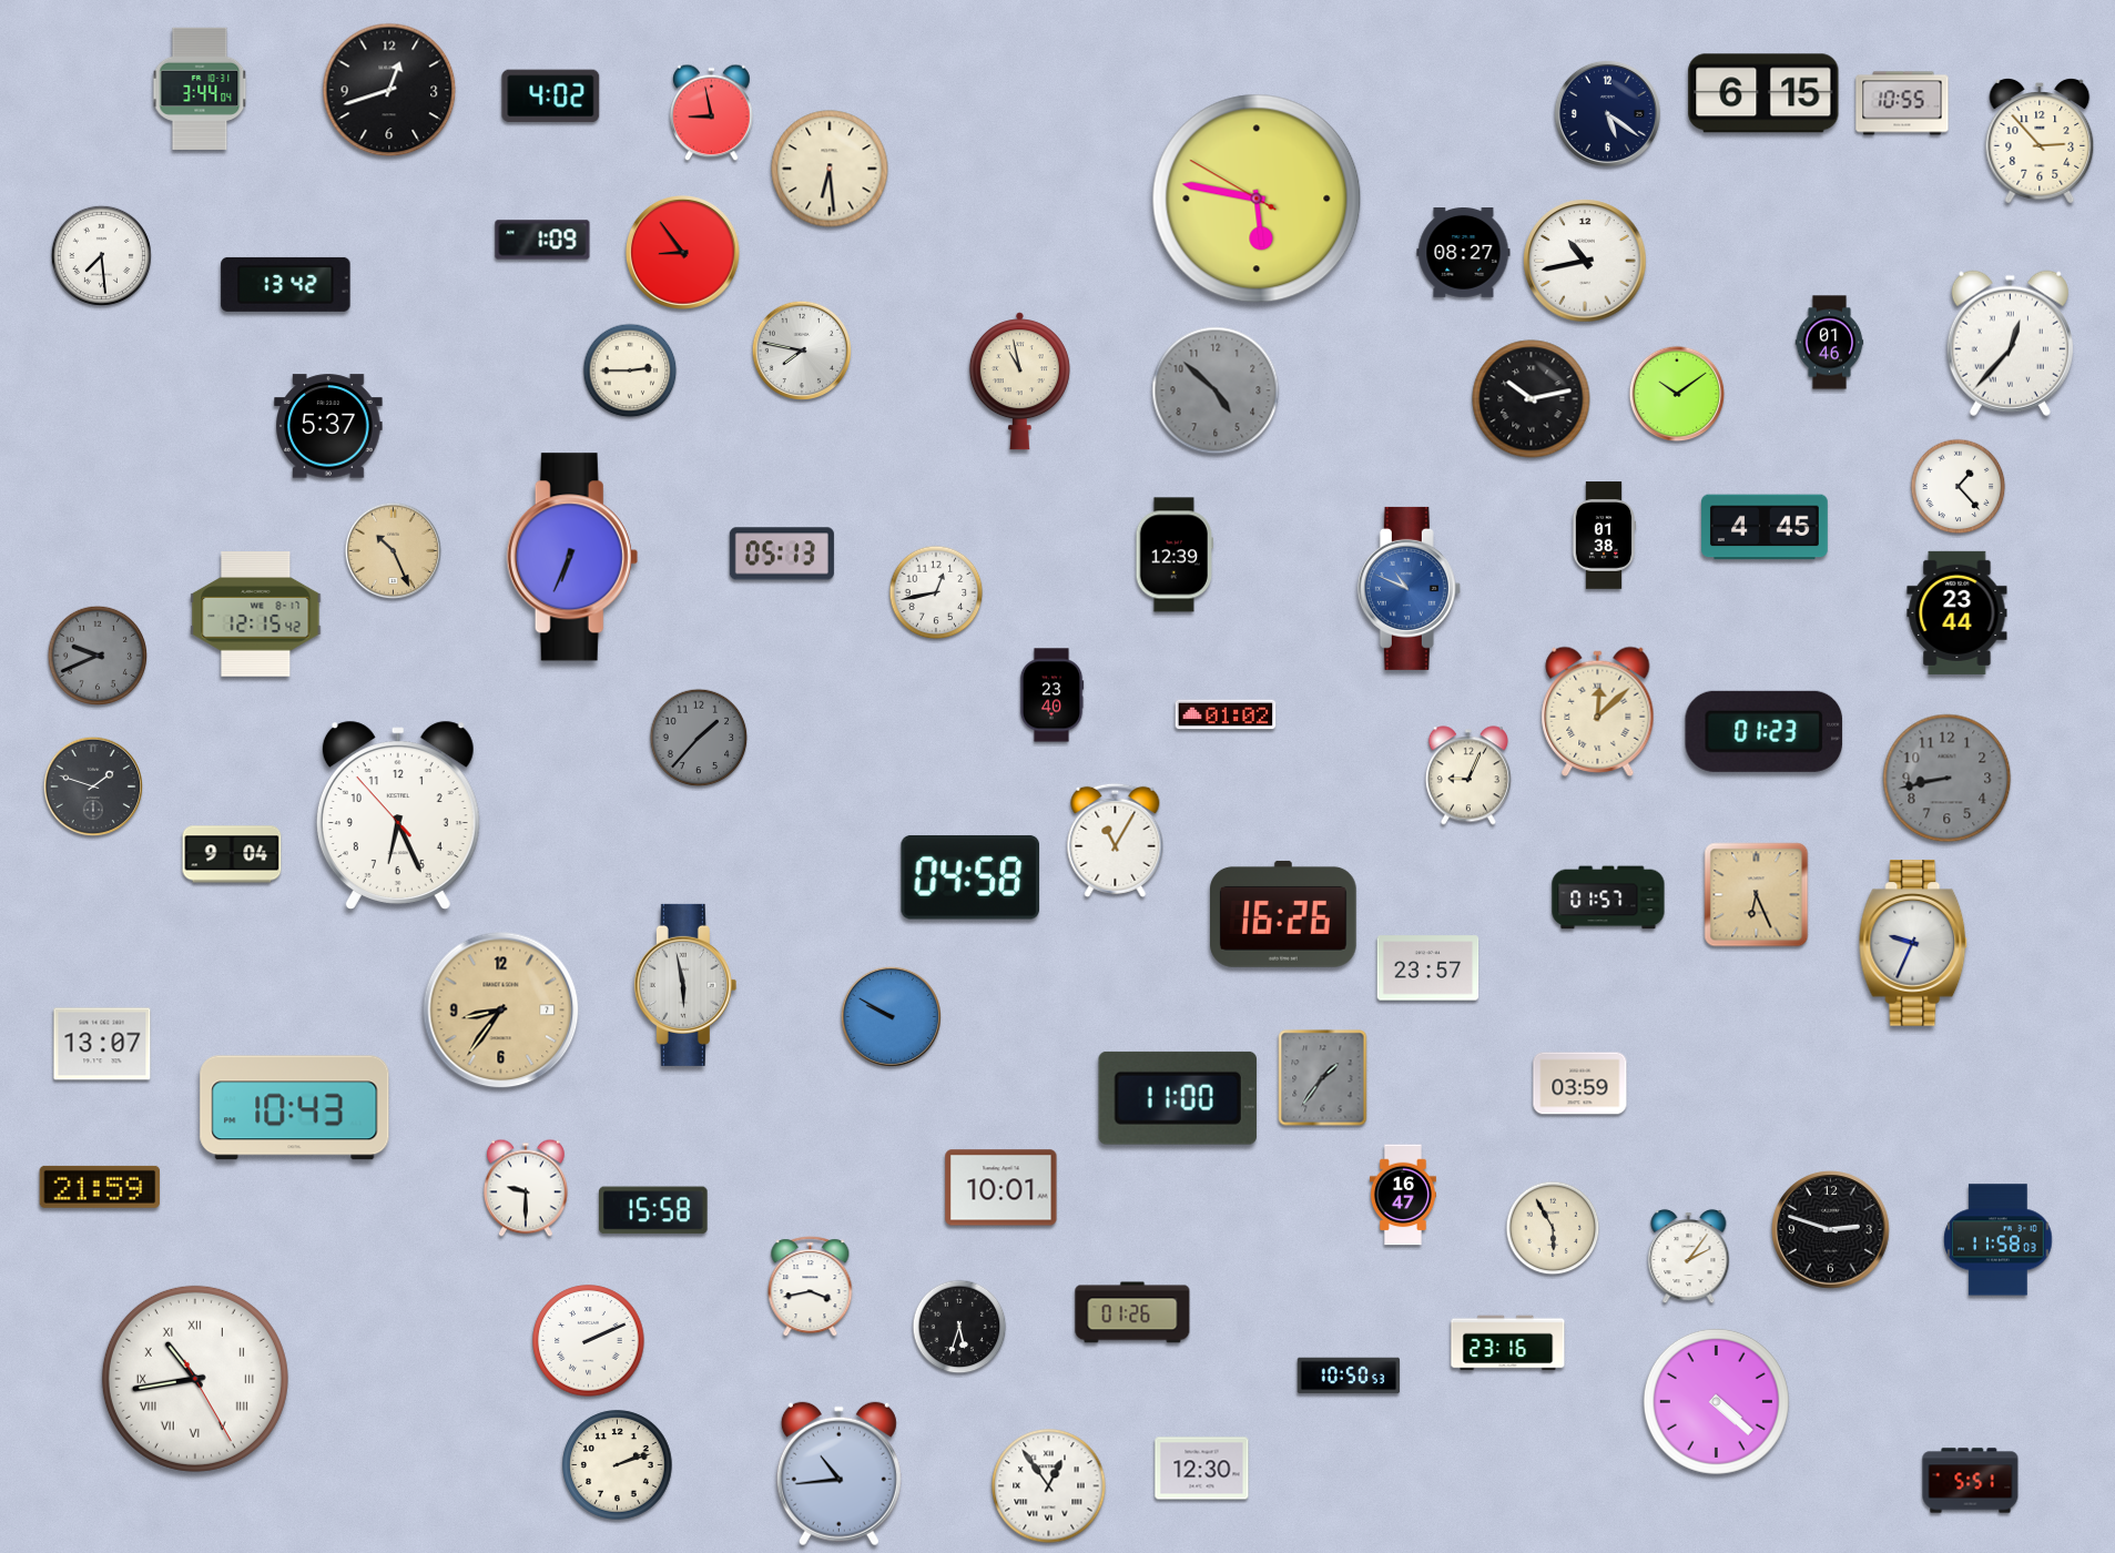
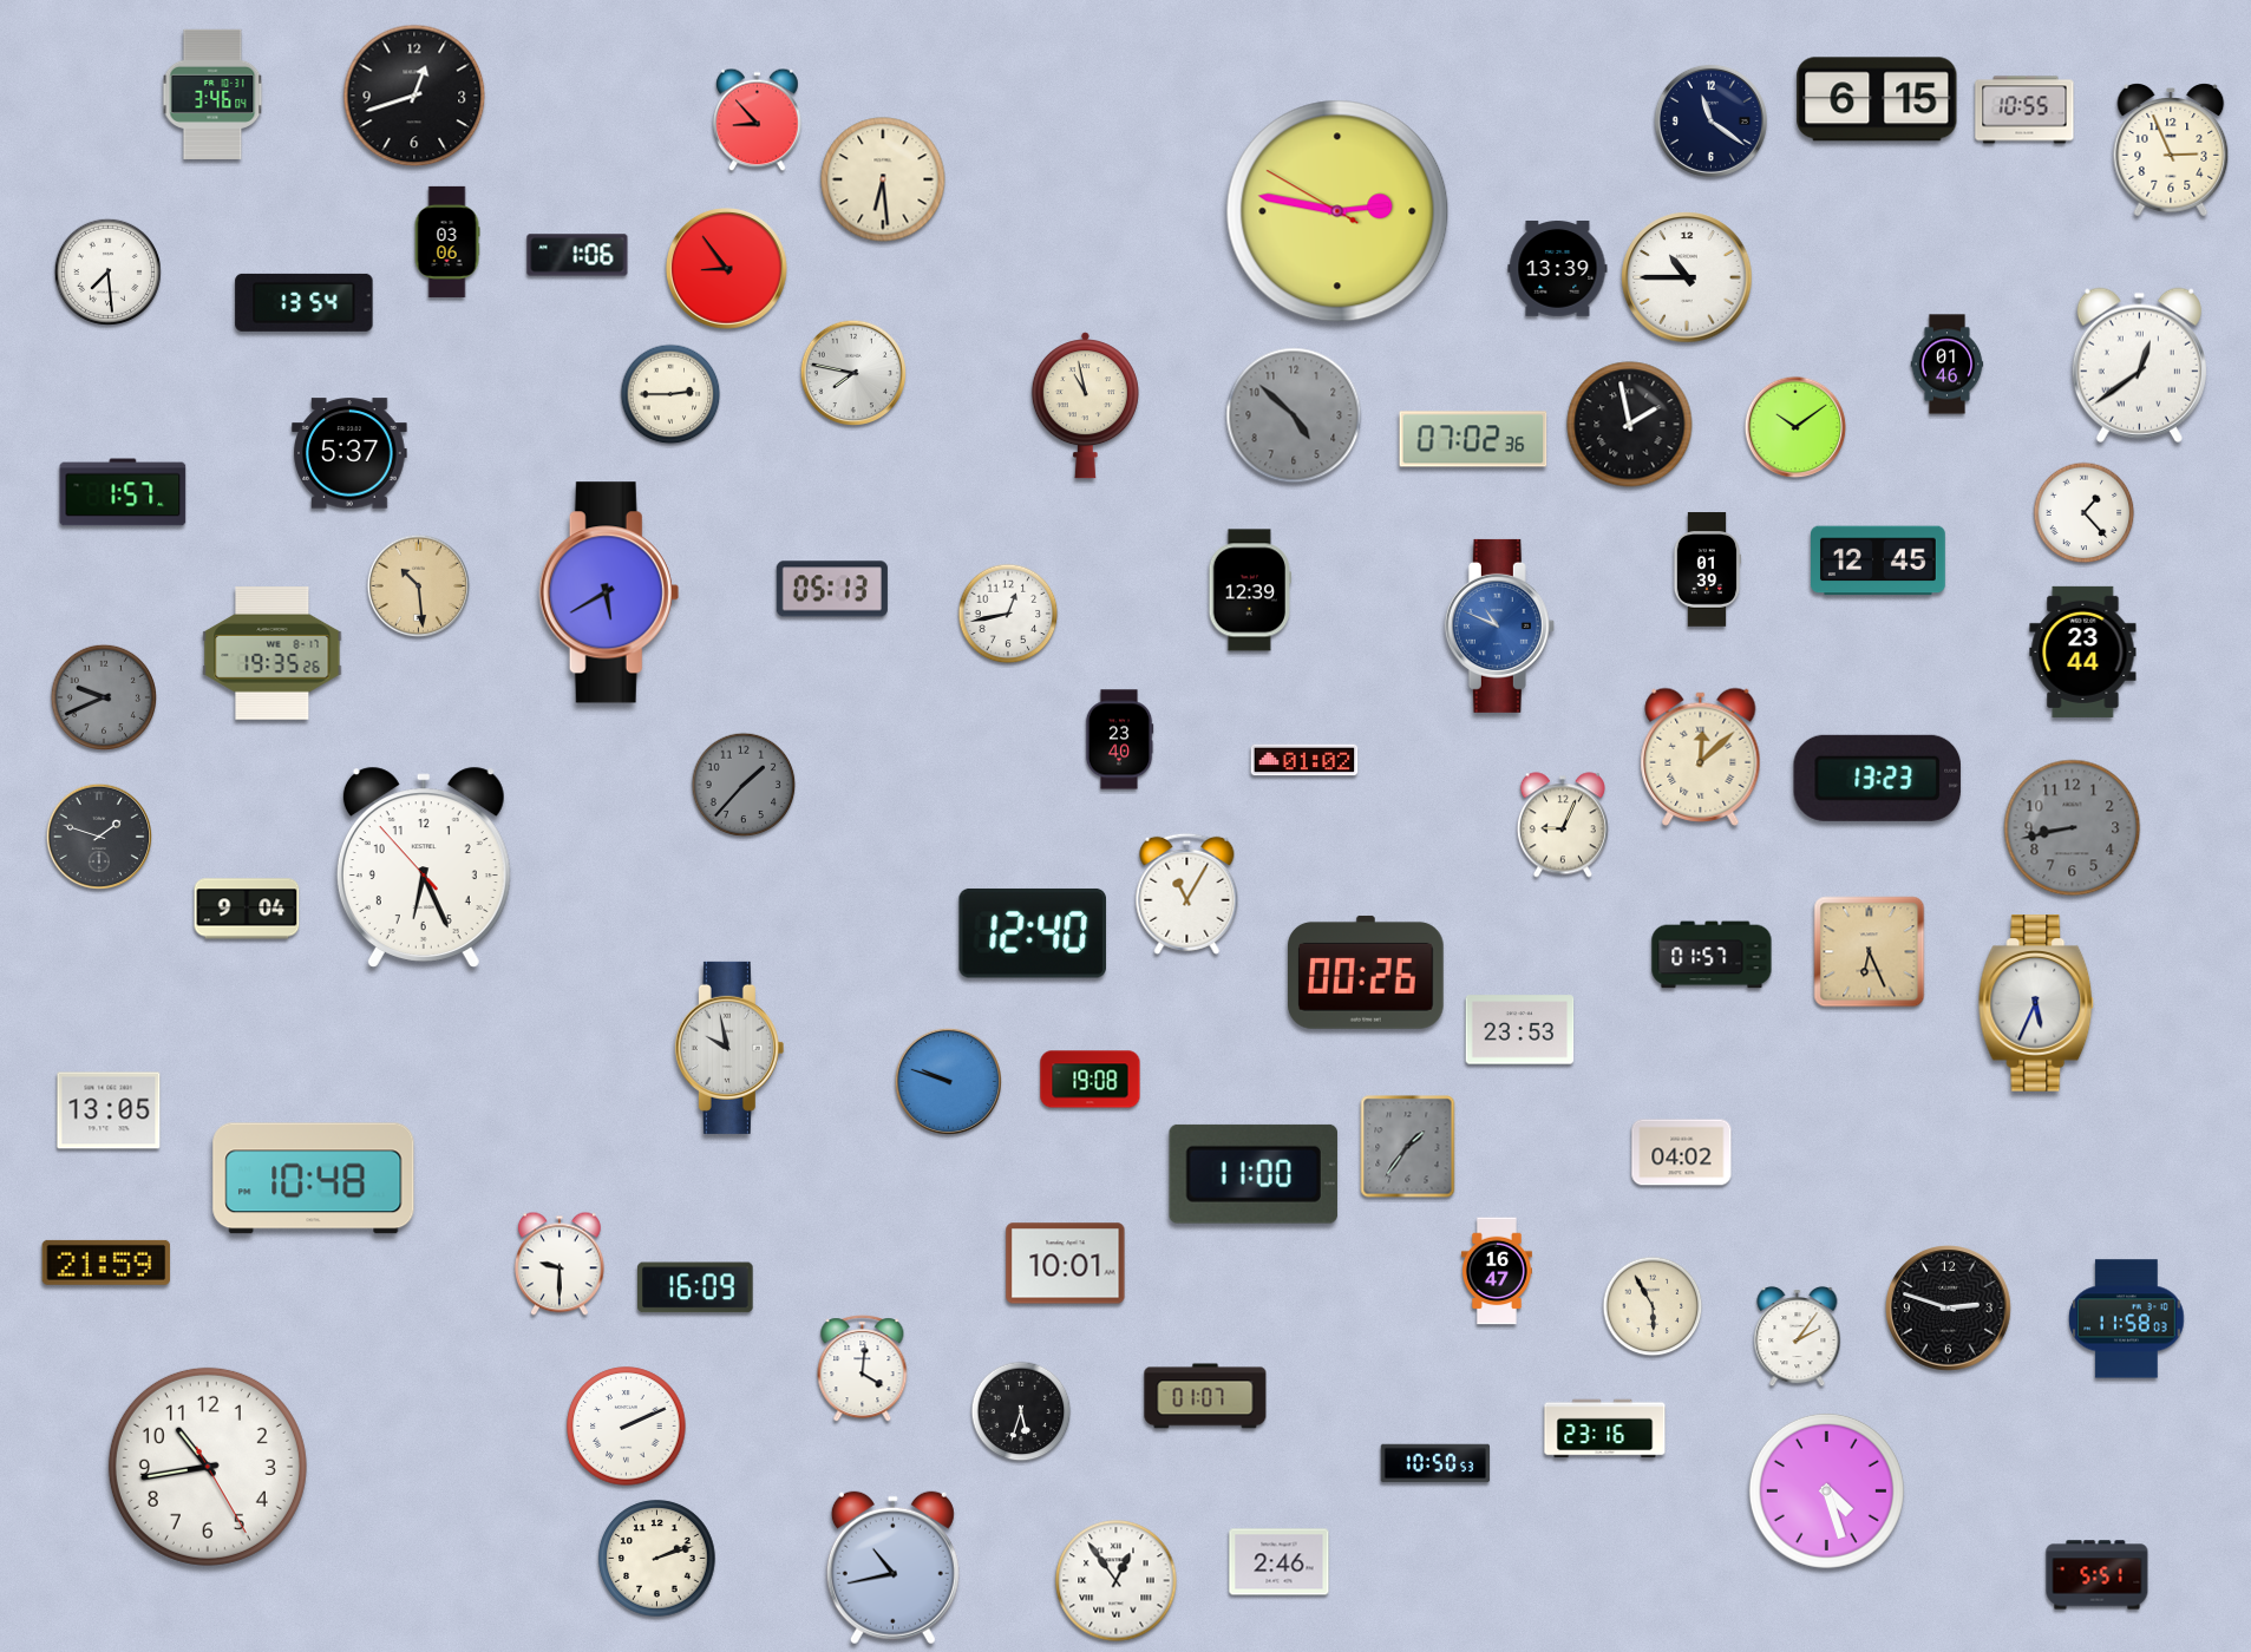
clock at (200, 89): 3:44 -> 3:46
clock at (551, 97): 4:02 -> none
clock at (712, 113): 8:58 -> 8:53
clock at (1607, 113): 5:21 -> 11:21
clock at (2040, 141): 2:53 -> 2:56
clock at (1257, 199): 5:46 -> 2:46
clock at (447, 242): none -> 03:06
clock at (542, 240): 1:09 -> 1:06
clock at (1464, 253): 08:27 -> 13:39
clock at (1585, 261): 10:43 -> 10:45
clock at (286, 284): 13:42 -> 13:54
clock at (2010, 343): 12:37 -> 12:39
clock at (1677, 394) position: (1677, 394) -> (1795, 427)
clock at (1532, 399): 10:13 -> 1:58
clock at (1473, 439): none -> 07:02
clock at (123, 492): none -> 1:57
clock at (1959, 487) position: (1959, 487) -> (2085, 513)
clock at (1766, 527): 4:45 -> 12:45
clock at (1604, 536): 01:38 -> 01:39
clock at (394, 551): 10:26 -> 10:29
clock at (572, 557): 6:34 -> 5:40
clock at (936, 592) position: (936, 592) -> (1008, 614)
clock at (256, 615): 12:15 -> 19:35
clock at (1765, 731): 01:23 -> 13:23
clock at (969, 877): 04:58 -> 12:40
clock at (1284, 914): 16:26 -> 00:26
clock at (1913, 943): 9:34 -> 5:34
clock at (1428, 968): 23:57 -> 23:53
clock at (685, 985): 5:58 -> 9:58
clock at (501, 1011): 8:36 -> none
clock at (1091, 1080): none -> 19:08
clock at (891, 1016): 9:50 -> 9:48
clock at (102, 1044): 13:07 -> 13:05
clock at (1580, 1084): 03:59 -> 04:02
clock at (1178, 1098) position: (1178, 1098) -> (1254, 1174)
clock at (295, 1108): 10:43 -> 10:48
clock at (1403, 1195) position: (1403, 1195) -> (1497, 1271)
clock at (653, 1210): 15:58 -> 16:09
clock at (811, 1287): 3:43 -> 4:01
clock at (1132, 1312): 01:26 -> 01:07
clock at (195, 1379) numerals: Roman -> Arabic
clock at (1716, 1401): 4:22 -> 4:27
clock at (1202, 1469): 12:30 -> 2:46
clock at (838, 1474): 10:44 -> 10:43
